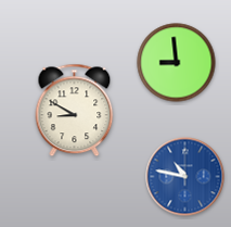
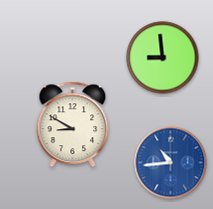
clock at (75, 111) position: (75, 111) -> (73, 125)
clock at (185, 177): 10:47 -> 10:44
